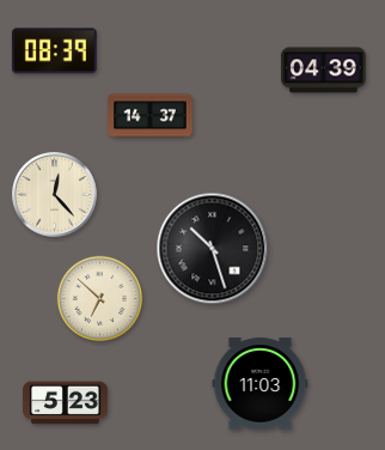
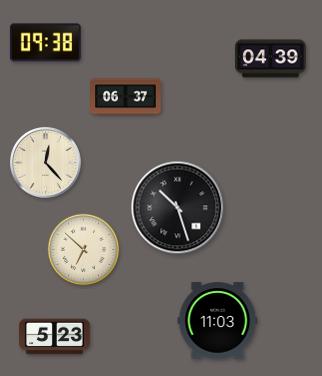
clock at (54, 51): 08:39 -> 09:38
clock at (151, 116): 14:37 -> 06:37
